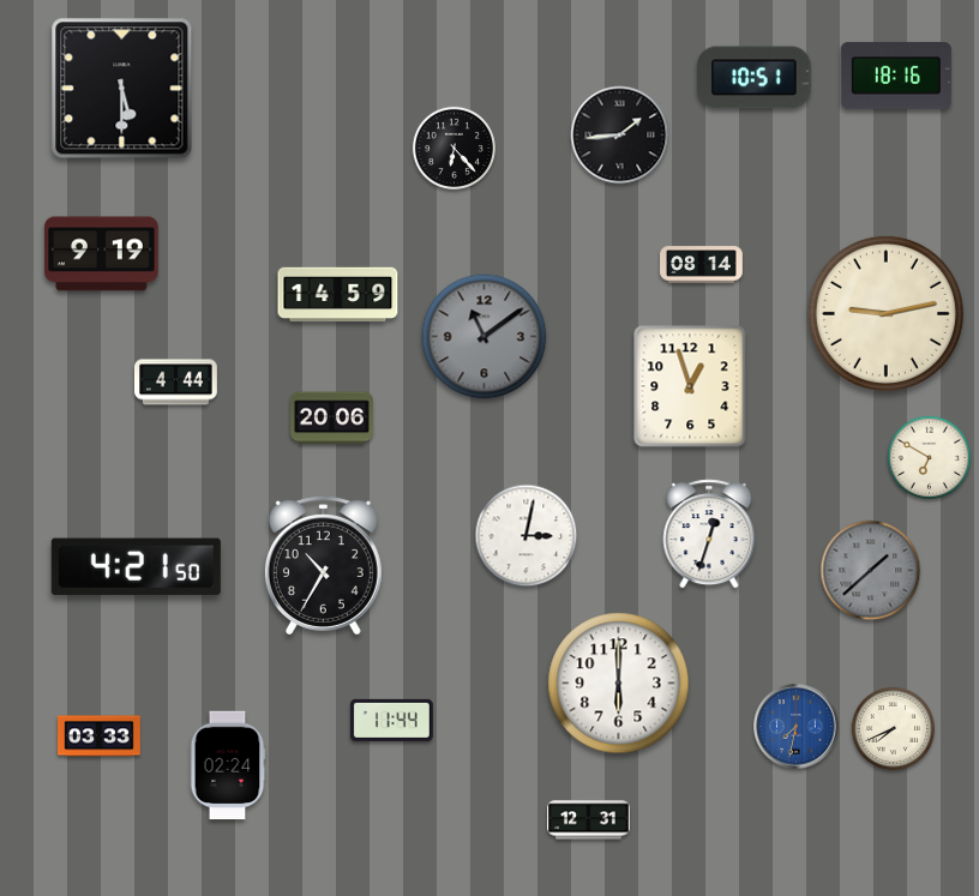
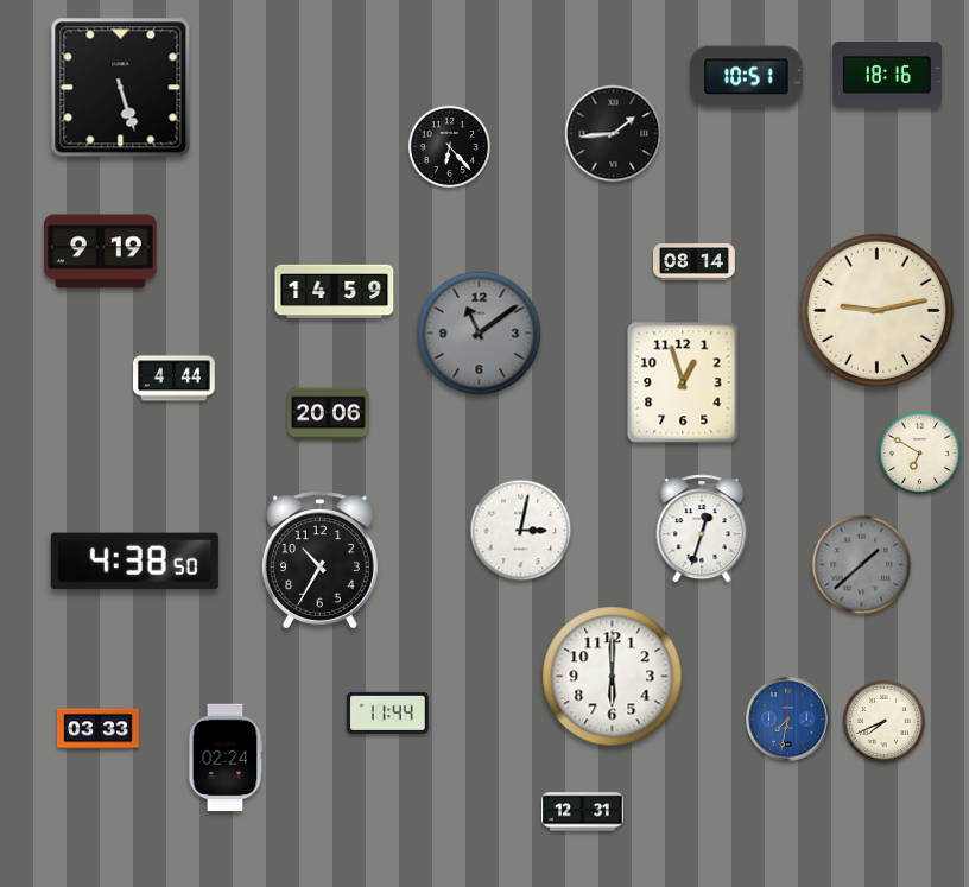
clock at (122, 89): 5:30 -> 5:27
clock at (136, 567): 4:21 -> 4:38
